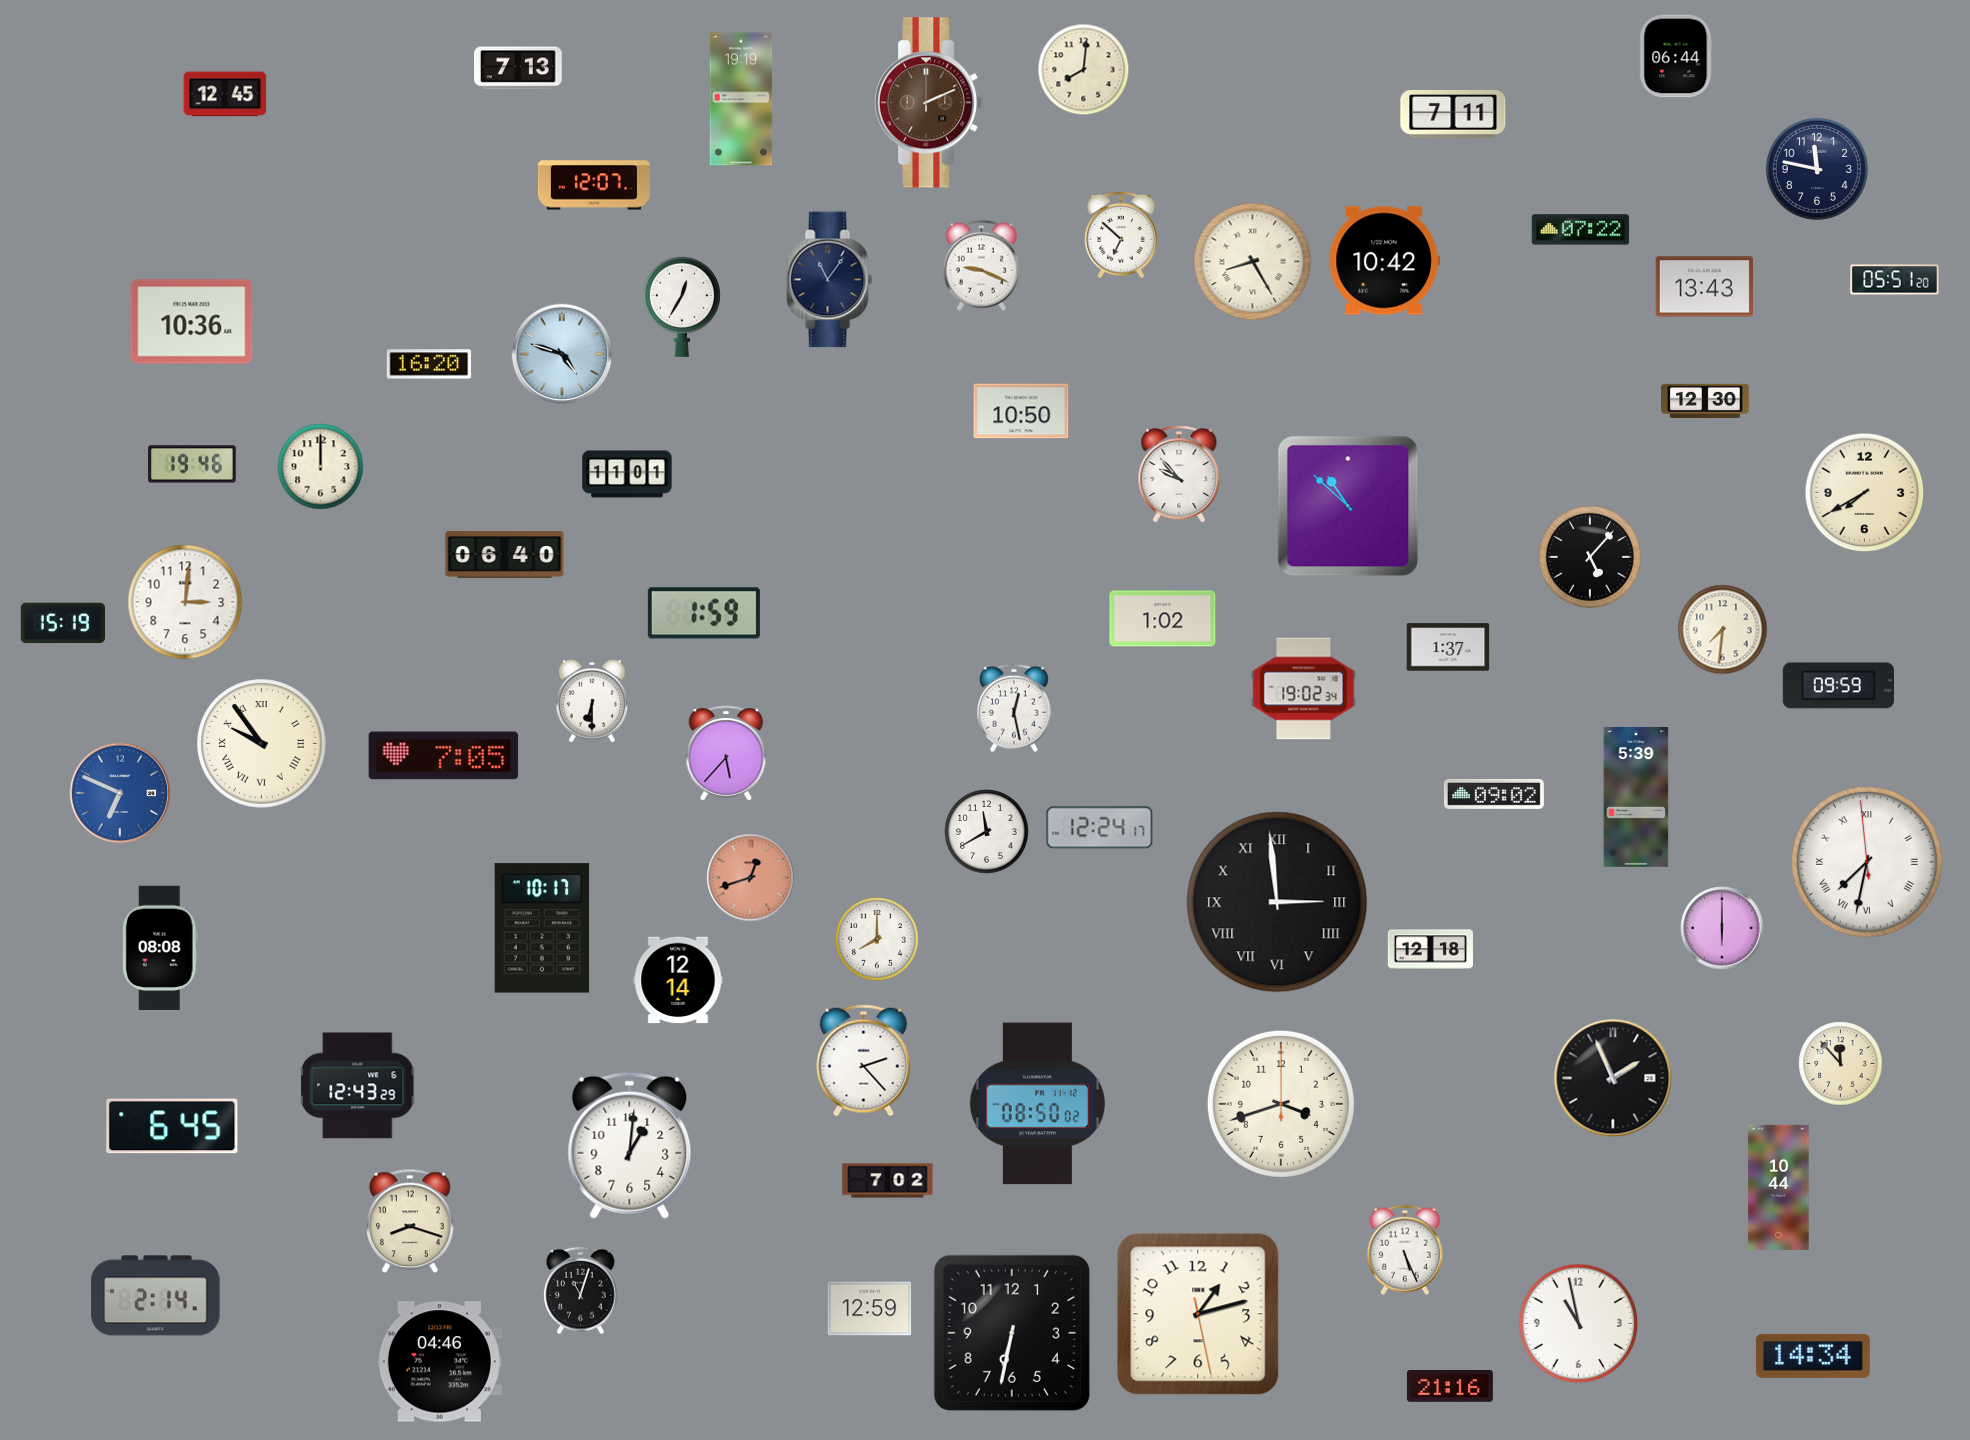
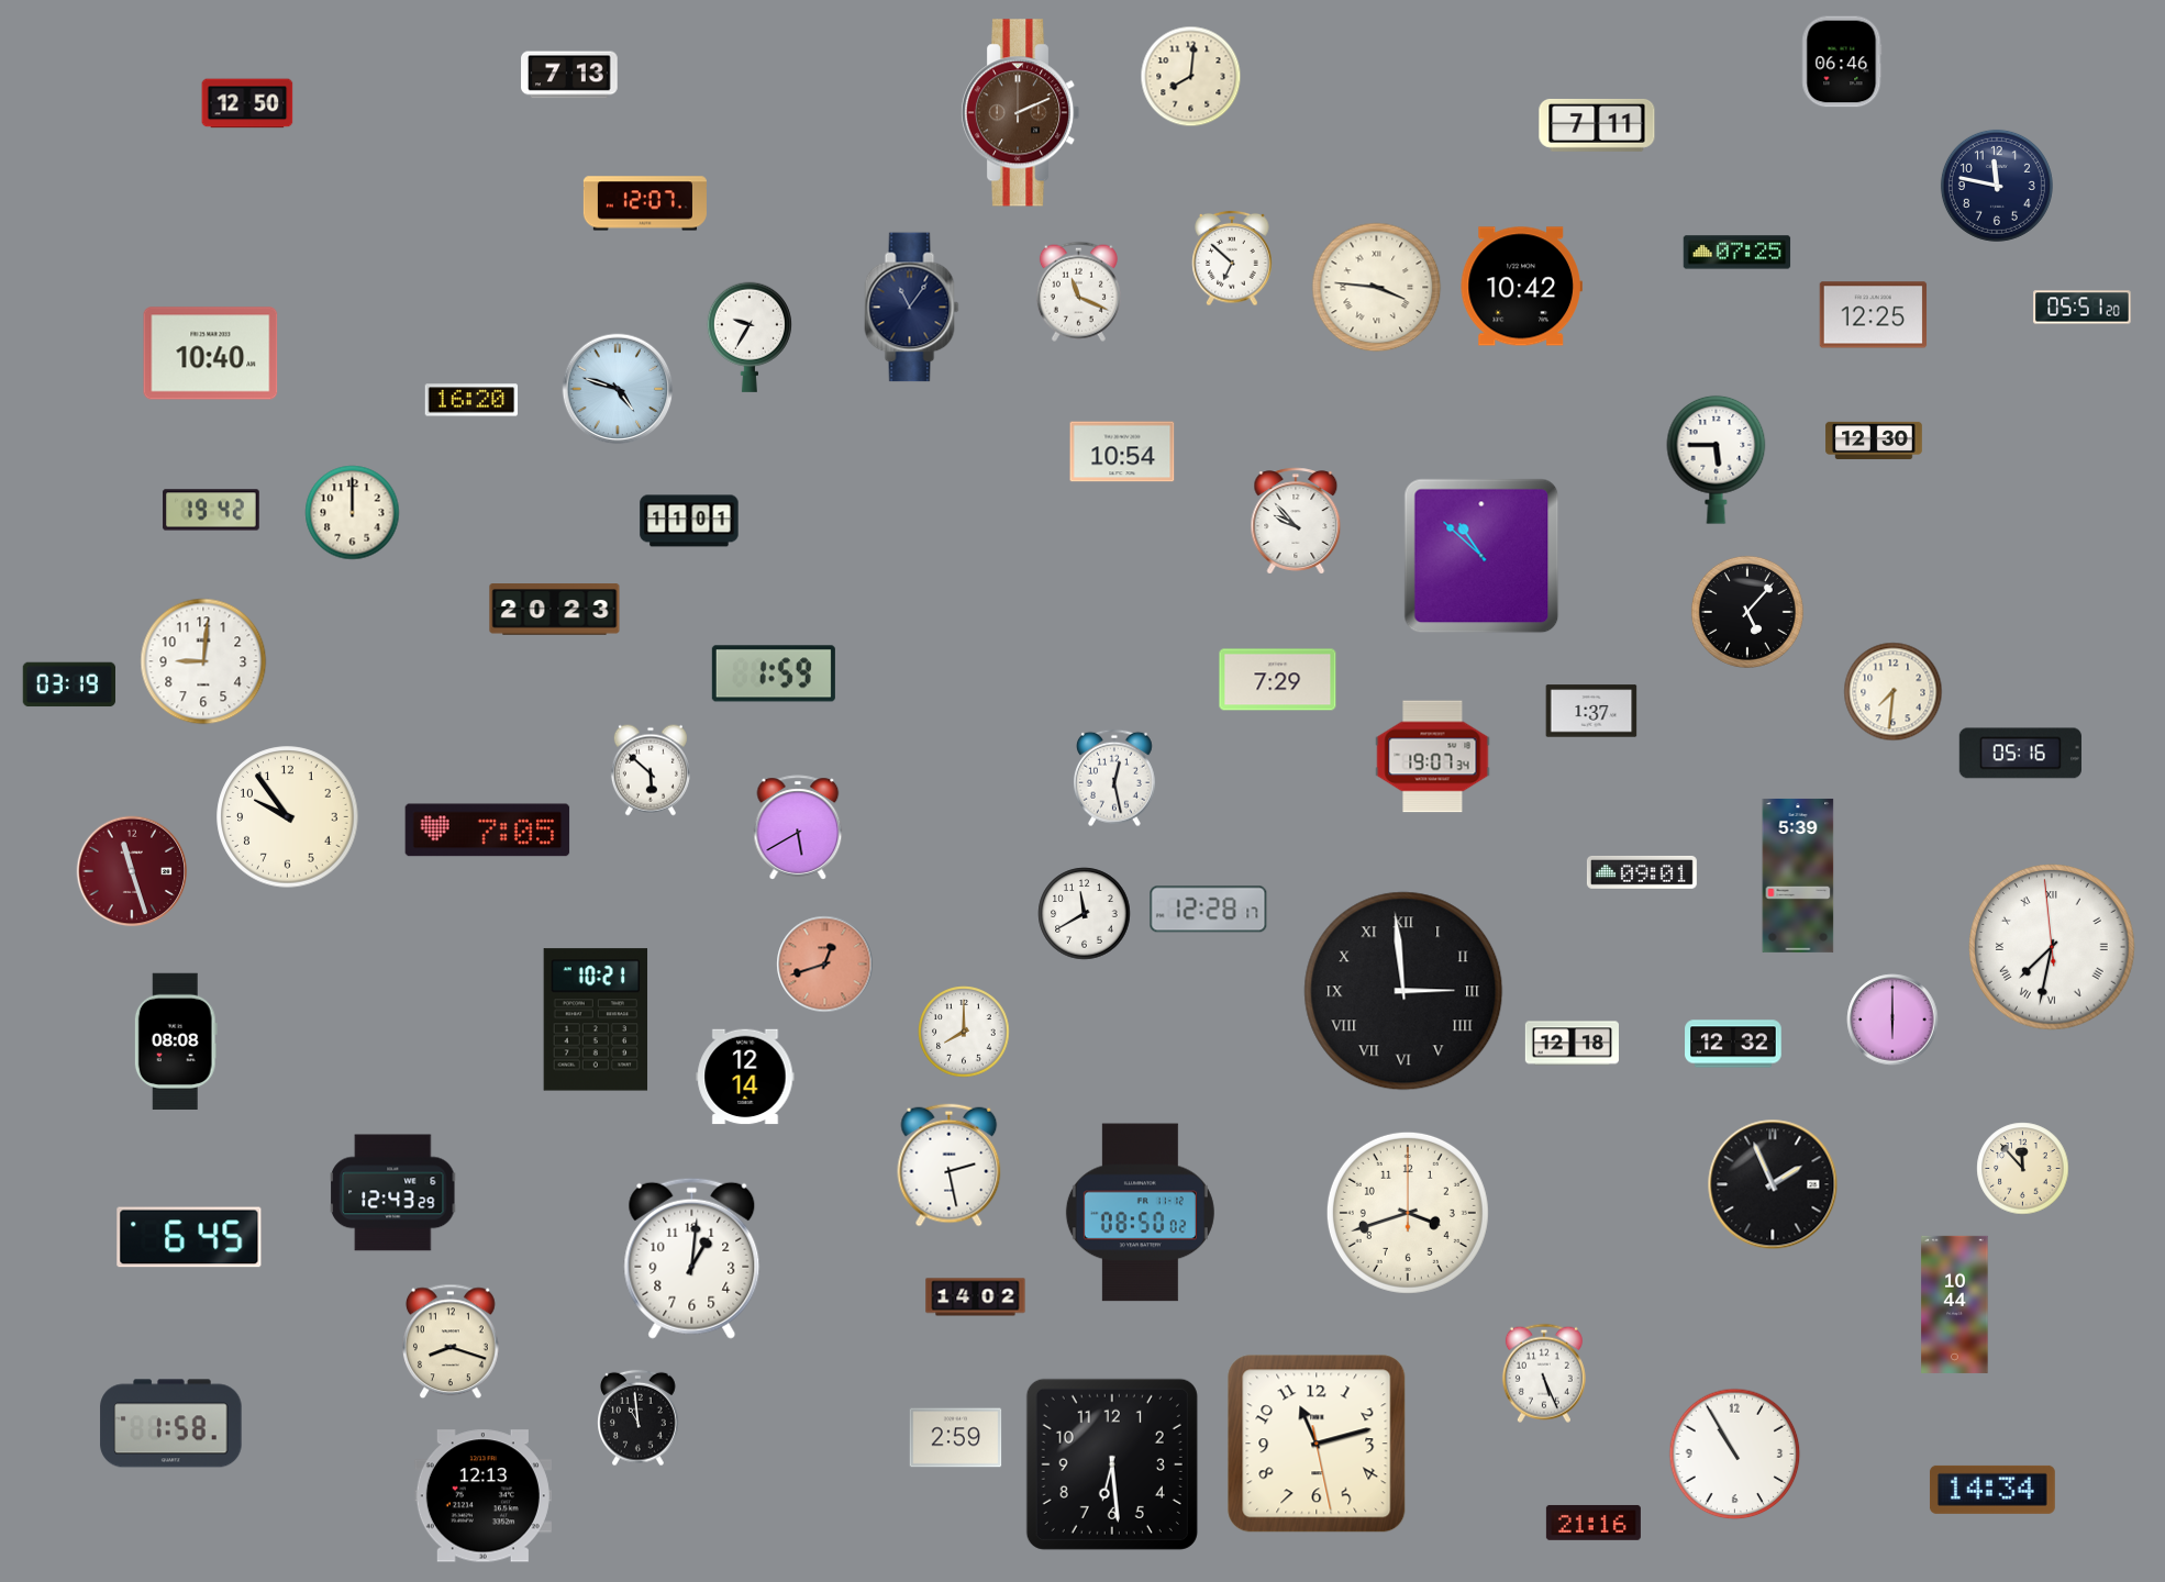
clock at (1676, 56): 06:44 -> 06:46
clock at (225, 94): 12:45 -> 12:50
clock at (741, 99): 19:19 -> none
clock at (594, 185) position: (594, 185) -> (645, 203)
clock at (1581, 230): 07:22 -> 07:25
clock at (1253, 262): 8:25 -> 3:46
clock at (981, 265): 9:19 -> 11:19
clock at (1705, 287): 13:43 -> 12:25
clock at (682, 307): 12:35 -> 9:35
clock at (192, 322): 10:36 -> 10:40
clock at (1021, 411): 10:50 -> 10:54
clock at (1717, 459): none -> 5:45
clock at (192, 464): 19:46 -> 19:42
clock at (1865, 493): 7:40 -> none
clock at (505, 555): 06:40 -> 20:23
clock at (185, 602): 3:01 -> 9:01
clock at (1163, 619): 1:02 -> 7:29
clock at (62, 623): 15:19 -> 03:19
clock at (1838, 686): 09:59 -> 05:16
clock at (1304, 689): 19:02 -> 19:07
clock at (592, 701): 6:30 -> 5:52
clock at (262, 744) numerals: Roman -> Arabic
clock at (726, 753): 5:37 -> 5:40
clock at (120, 793): 6:49 -> 11:27
clock at (120, 793) dial: blue -> burgundy
clock at (1494, 794): 09:02 -> 09:01
clock at (1100, 828): 12:24 -> 12:28
clock at (542, 928): 10:17 -> 10:21
clock at (1733, 1044): none -> 12:32
clock at (864, 1061): 2:23 -> 2:28
clock at (888, 1181): 7:02 -> 14:02
clock at (581, 1291): 11:03 -> 10:59
clock at (156, 1296): 2:14 -> 1:58
clock at (870, 1309): 12:59 -> 2:59
clock at (1198, 1314): 1:12 -> 11:12
clock at (1579, 1324): 10:58 -> 10:55
clock at (1012, 1333): 6:32 -> 6:29
clock at (439, 1362): 04:46 -> 12:13
